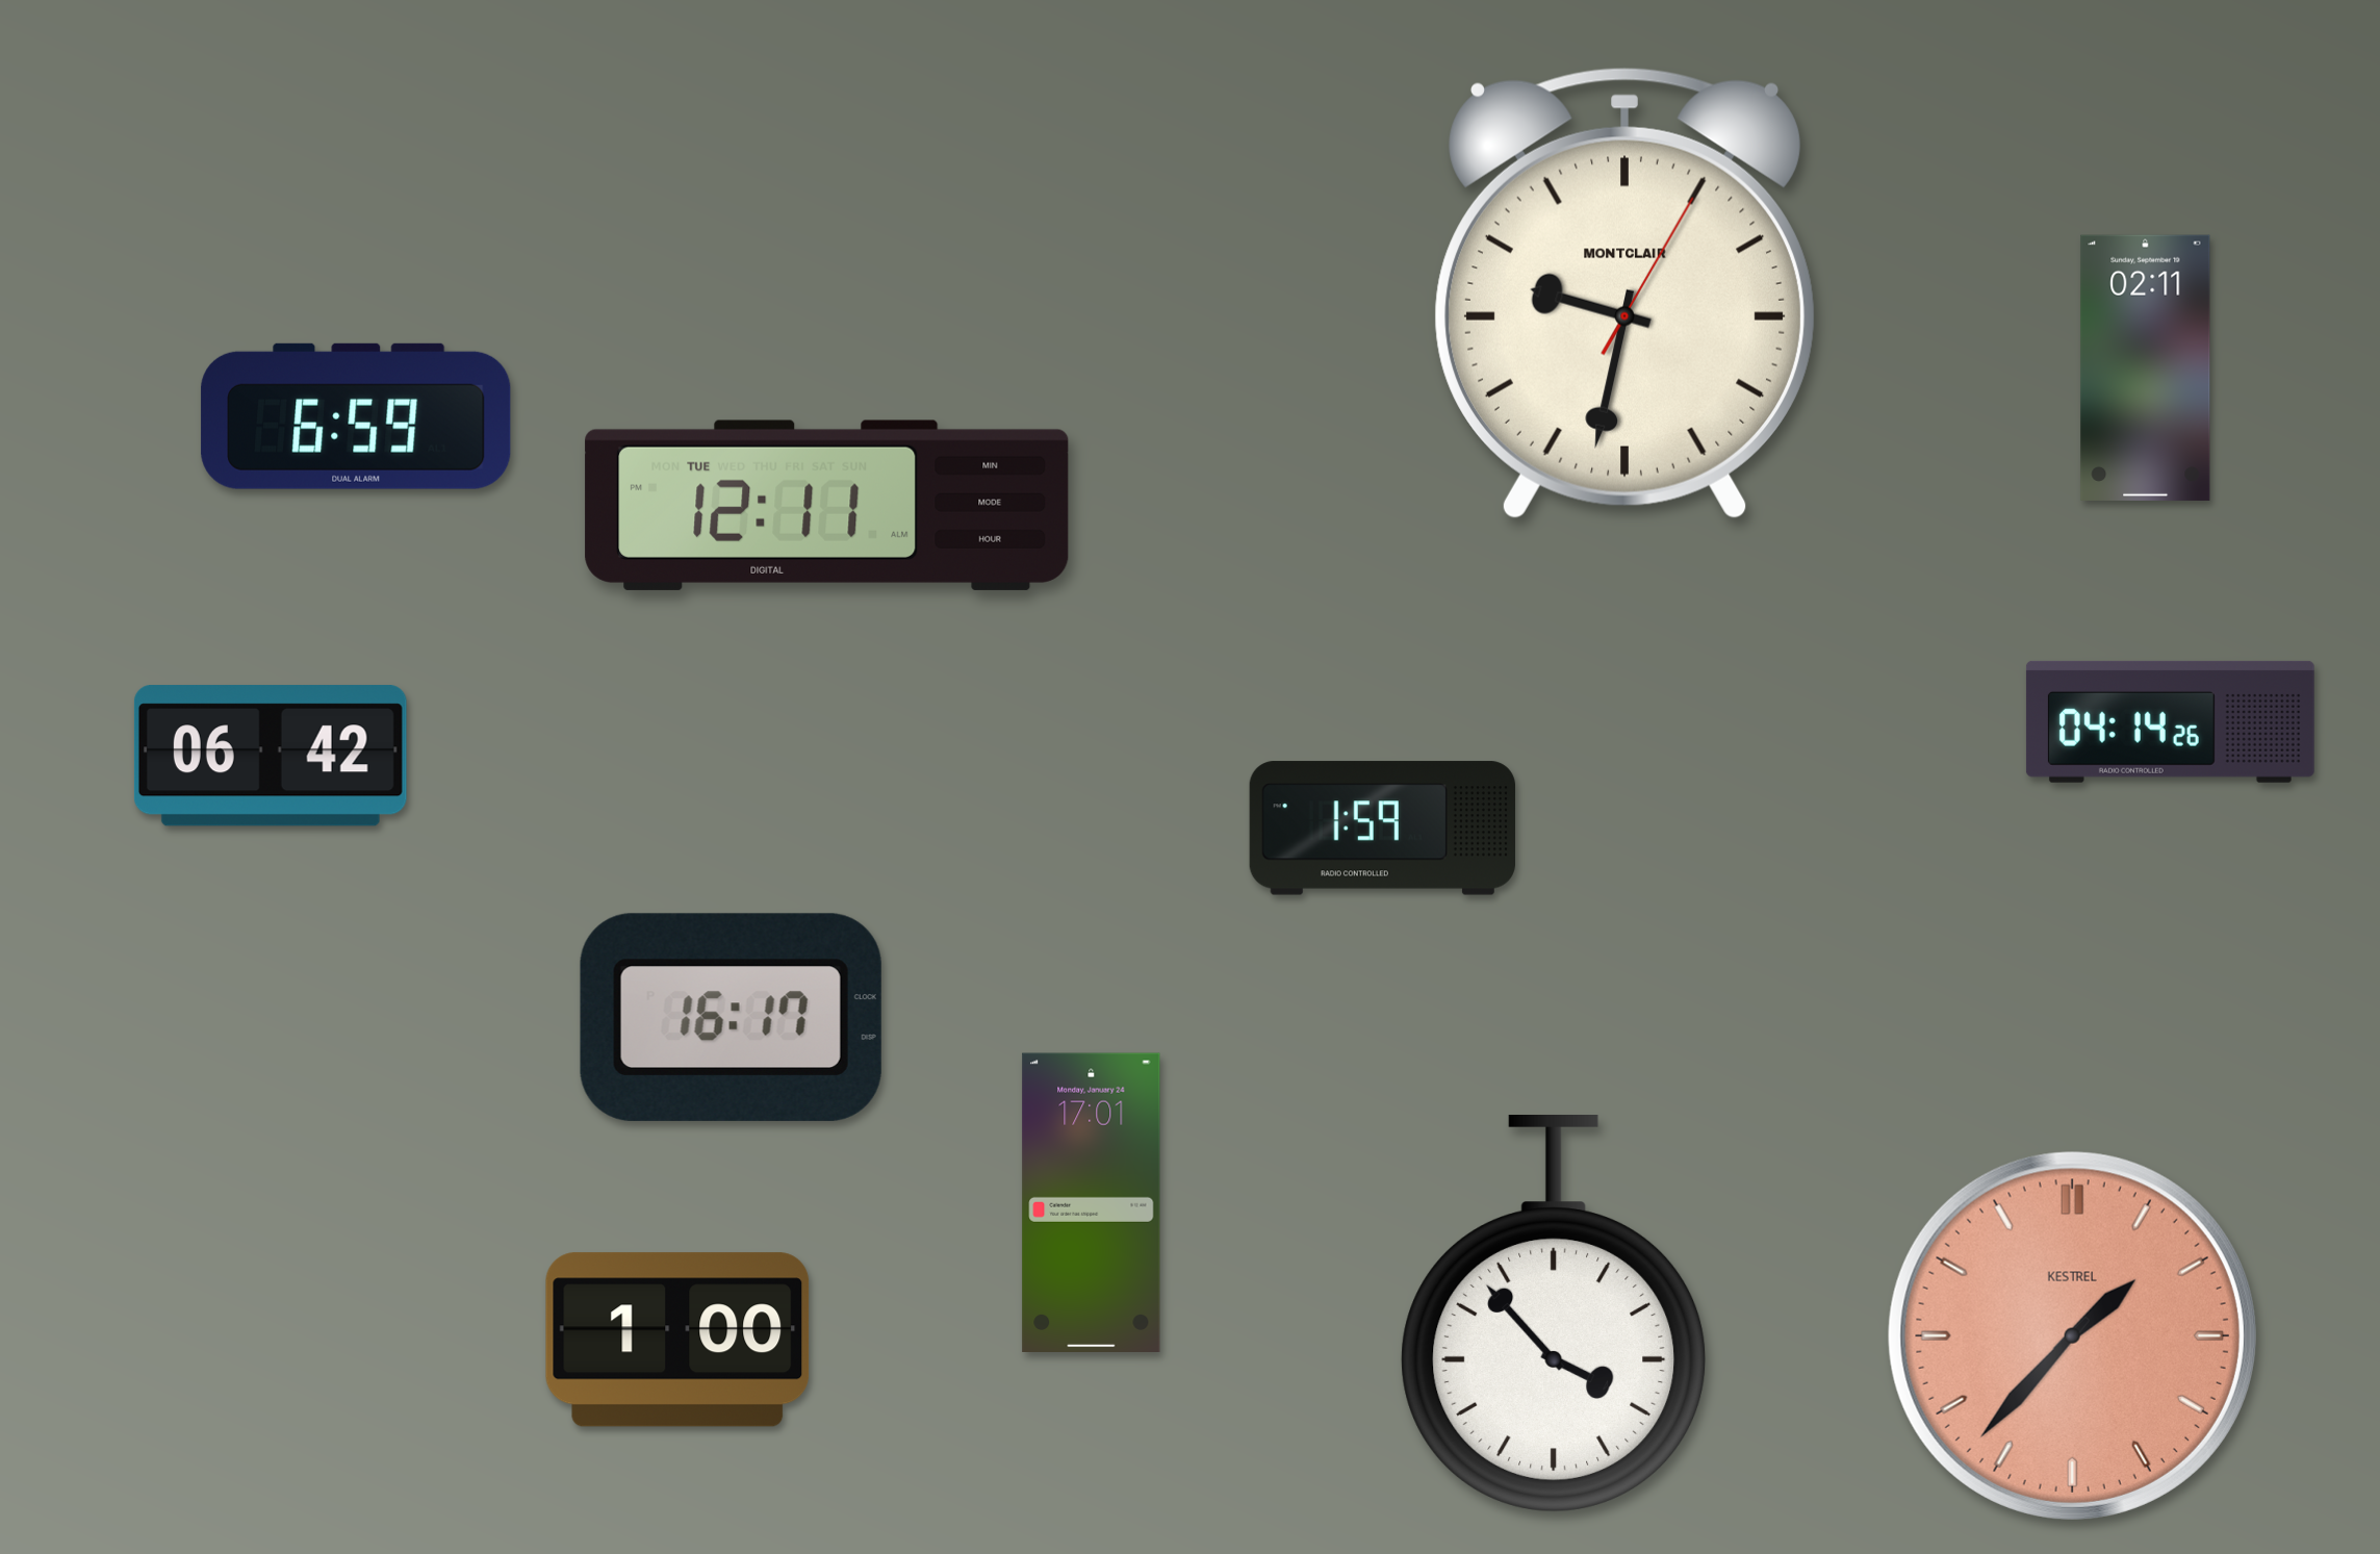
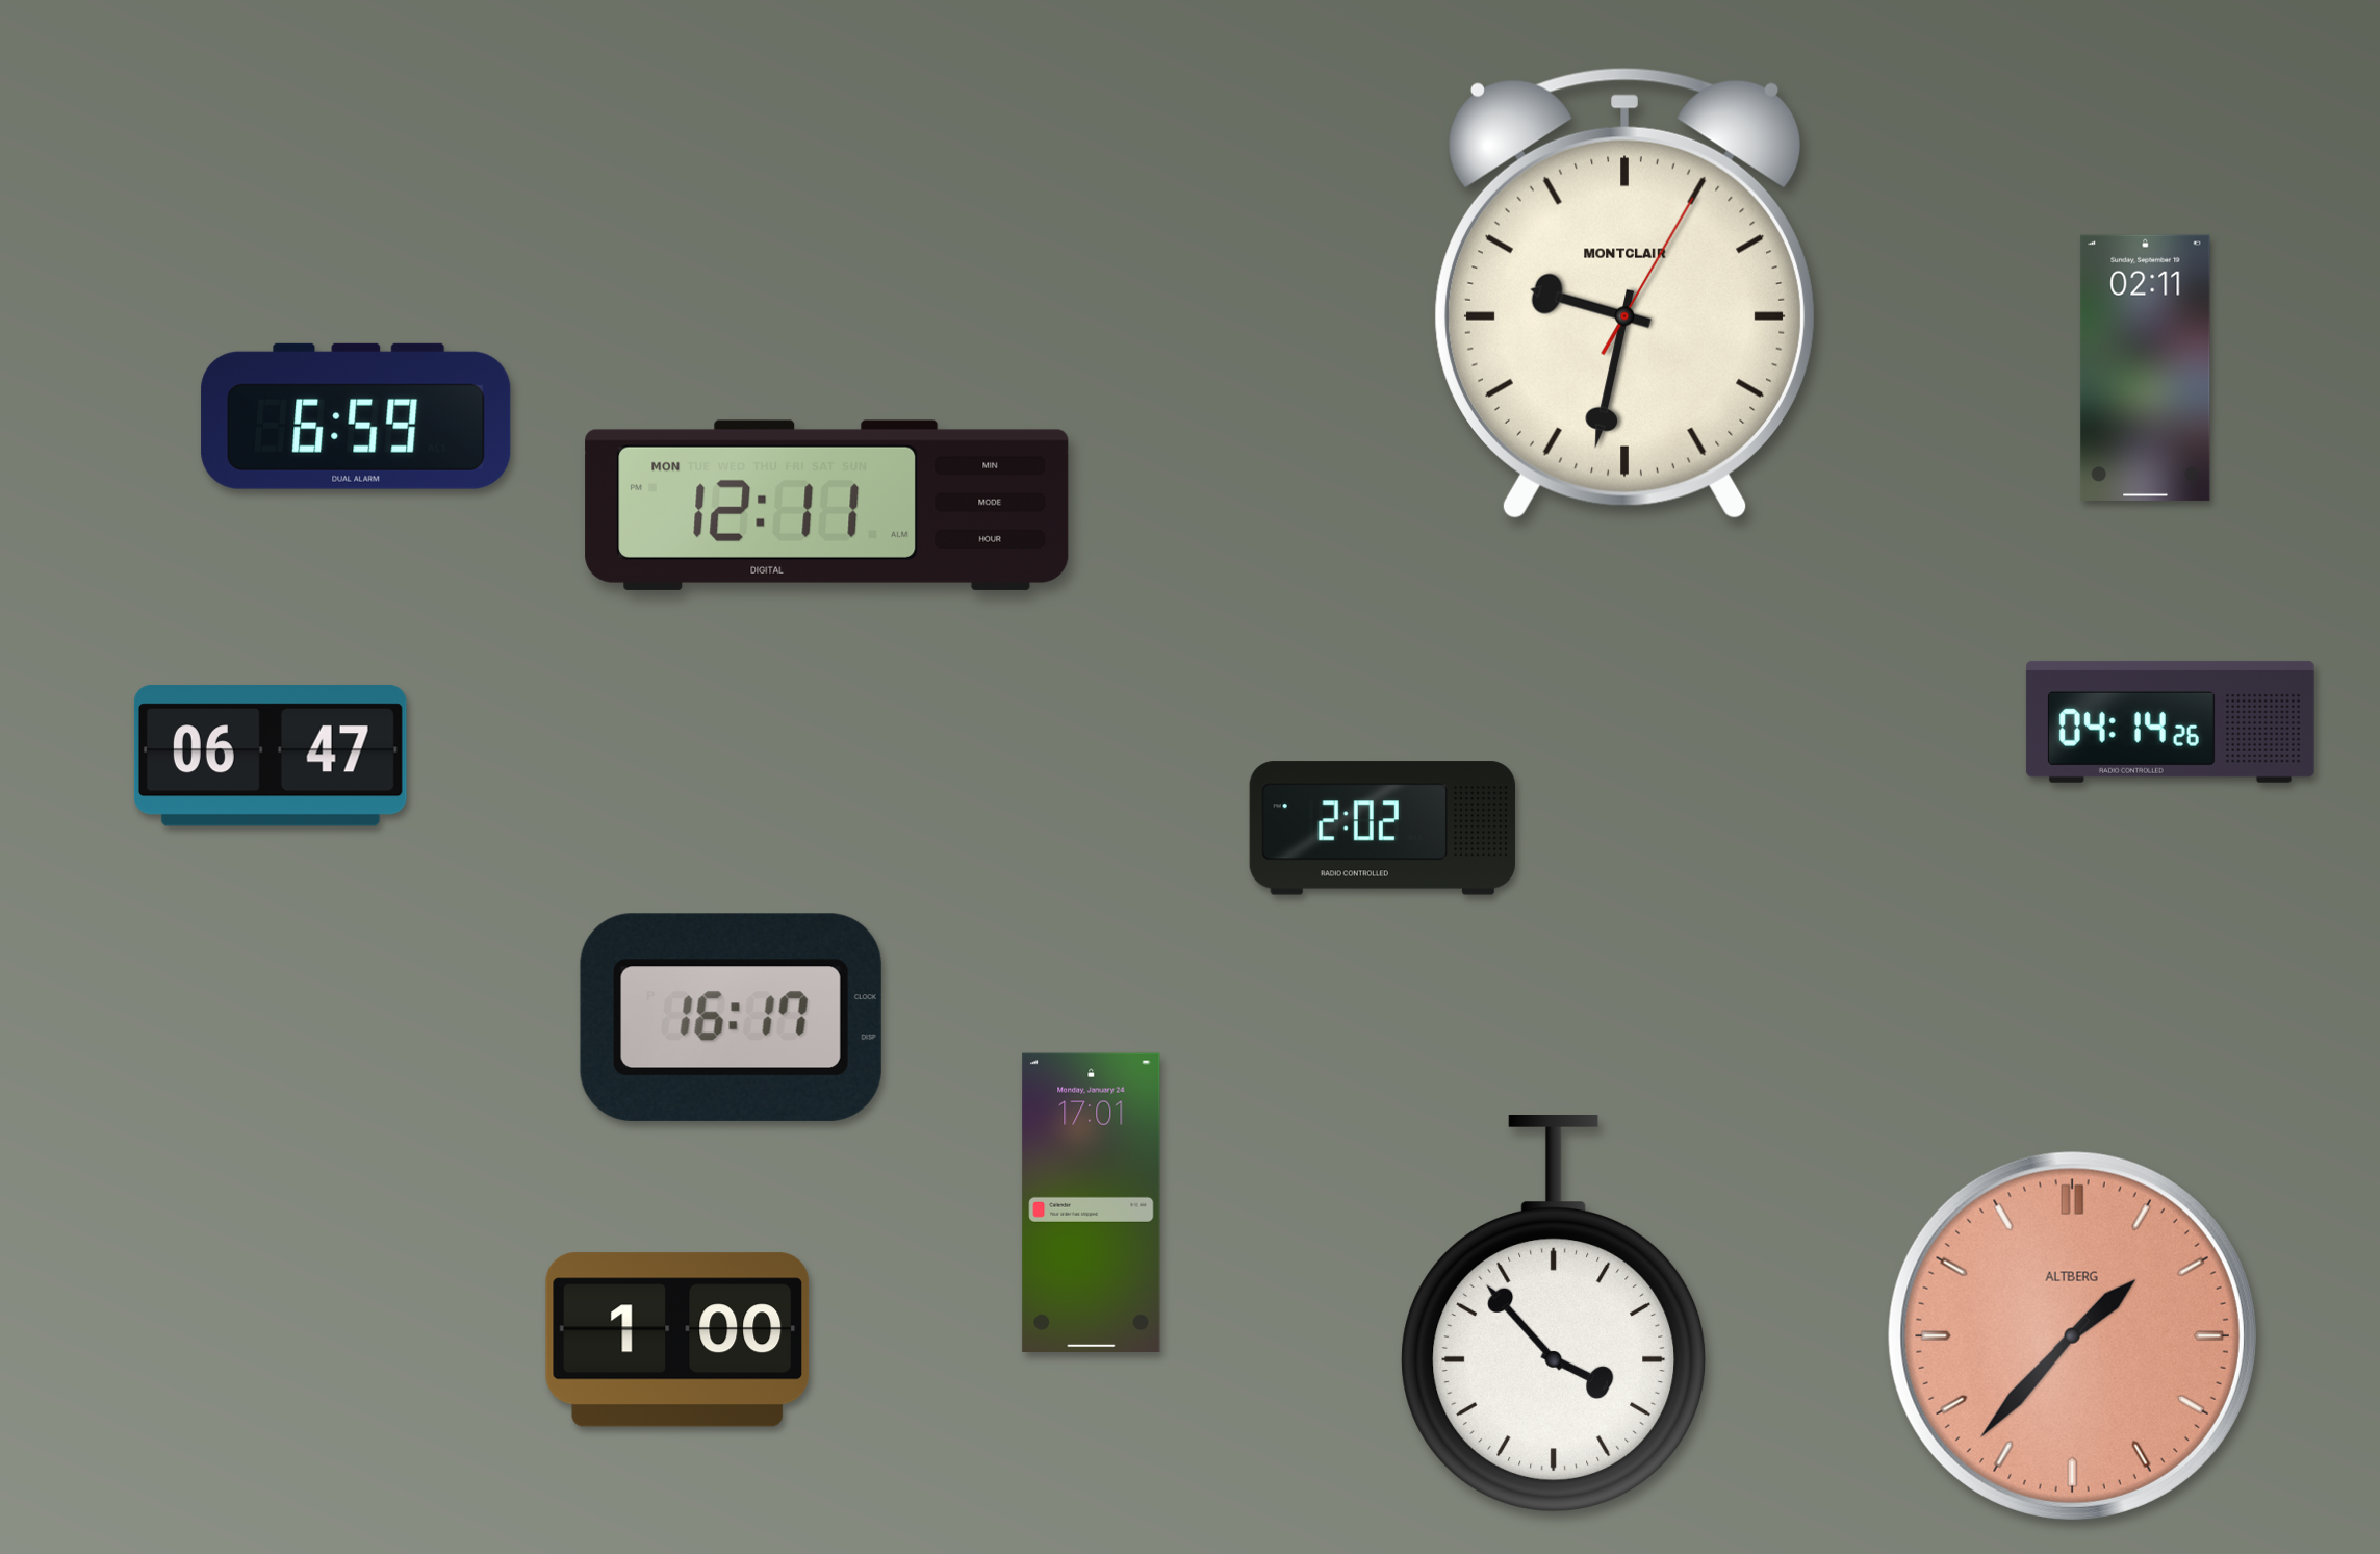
clock at (827, 505) date: TUE -> MON
clock at (271, 756): 06:42 -> 06:47
clock at (1382, 829): 1:59 -> 2:02
clock at (2072, 1335) brand: KESTREL -> ALTBERG
